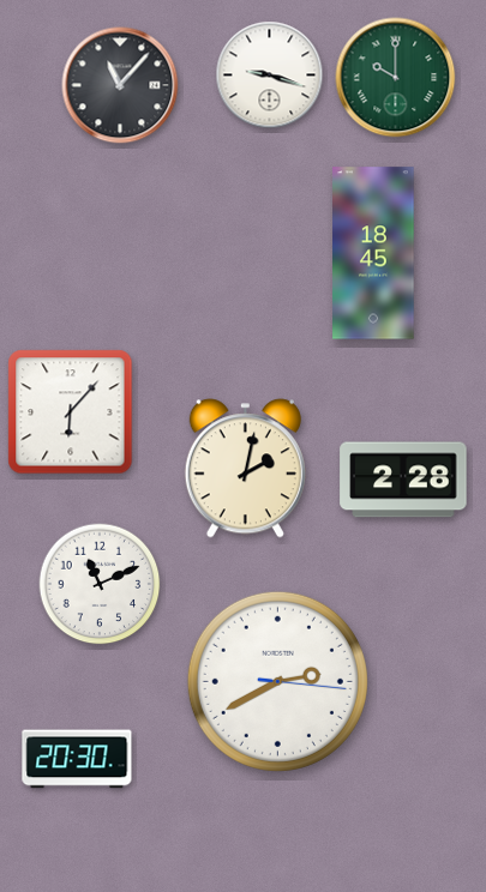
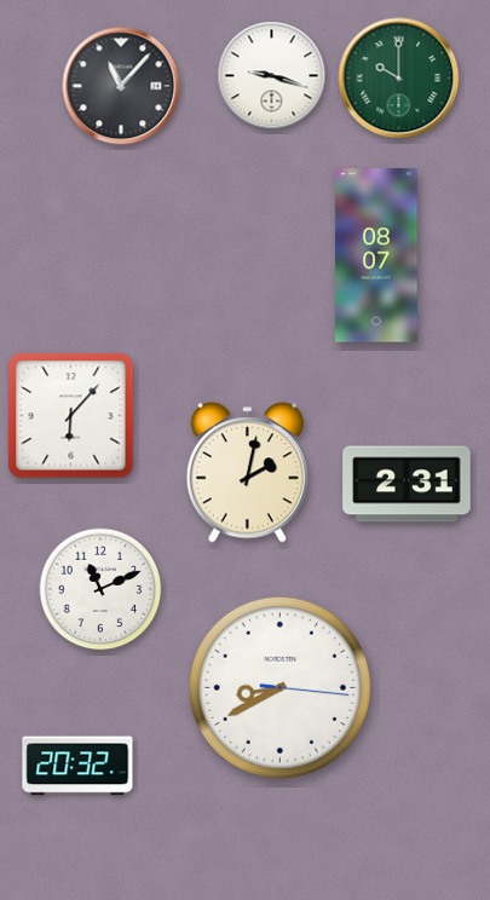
clock at (373, 253): 18:45 -> 08:07
clock at (403, 480): 2:28 -> 2:31
clock at (277, 681): 2:40 -> 8:40
clock at (77, 759): 20:30 -> 20:32
